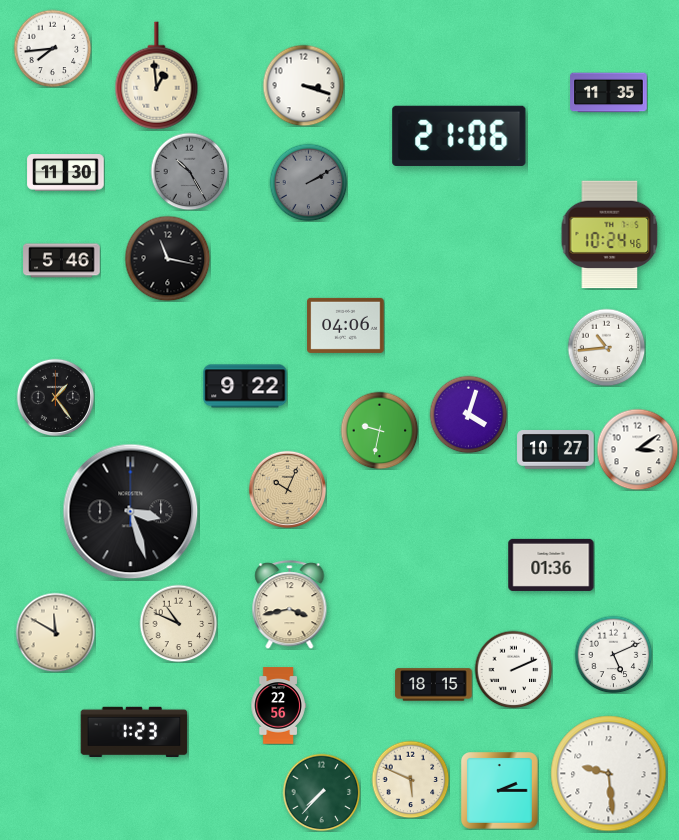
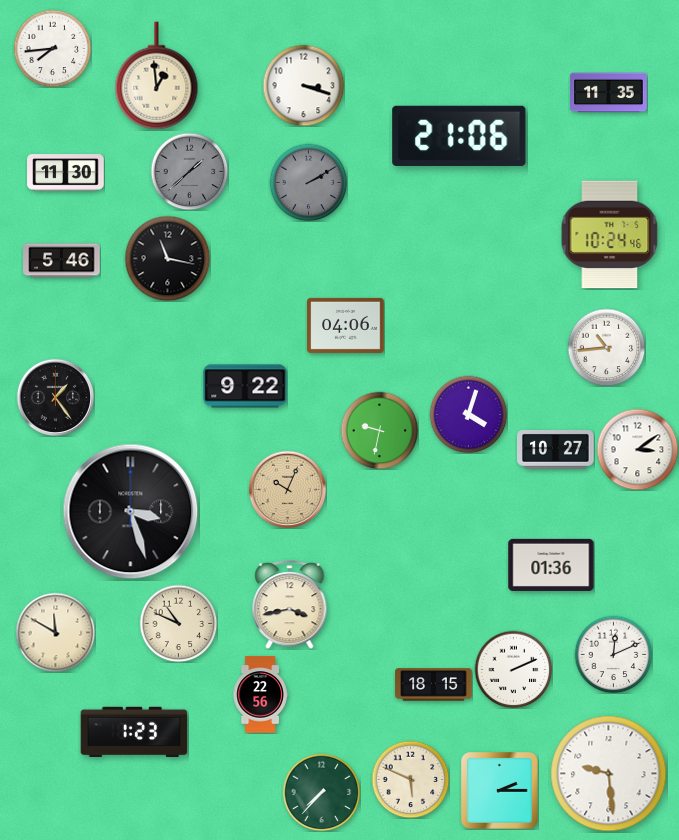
clock at (189, 171): 10:25 -> 1:38
clock at (613, 654): 5:11 -> 12:11
clock at (278, 706) position: (278, 706) -> (260, 695)
